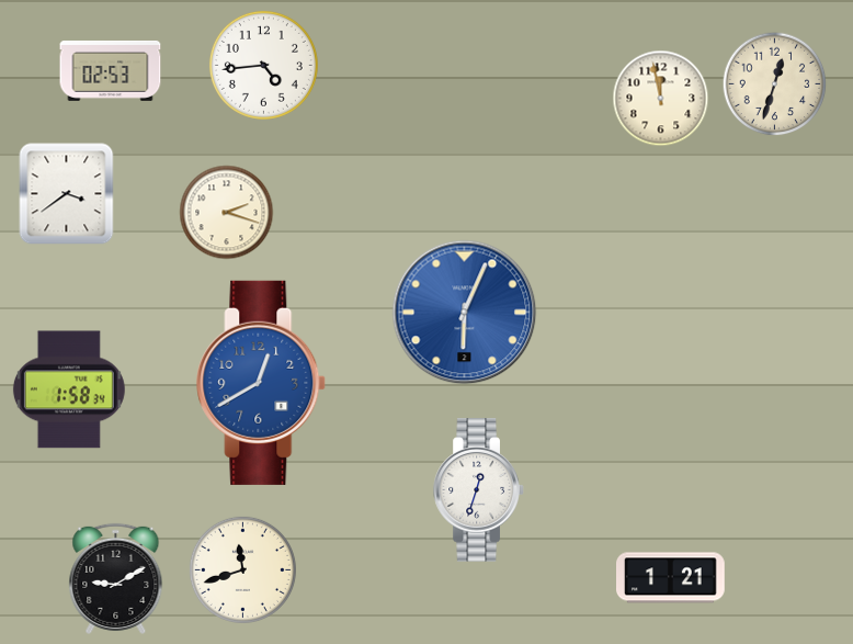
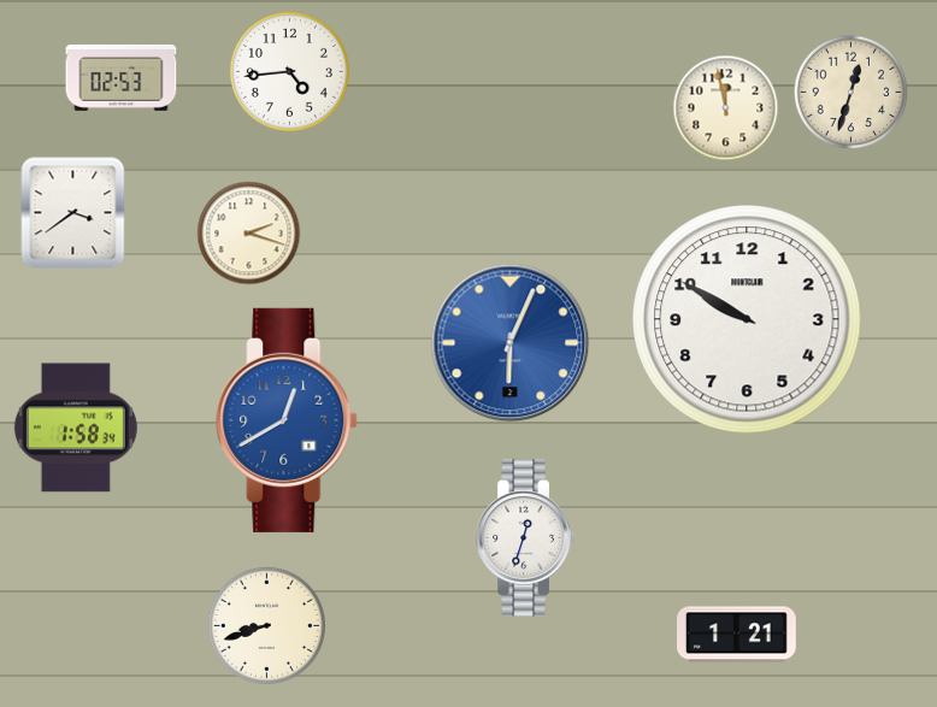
clock at (747, 319): none -> 9:50
clock at (242, 569): 11:42 -> 8:42
clock at (116, 578): 9:10 -> none
